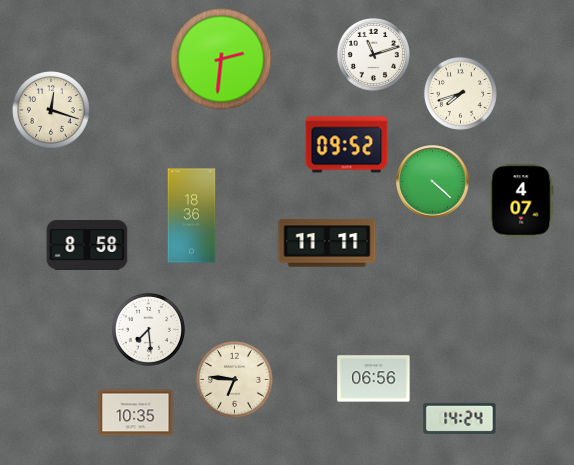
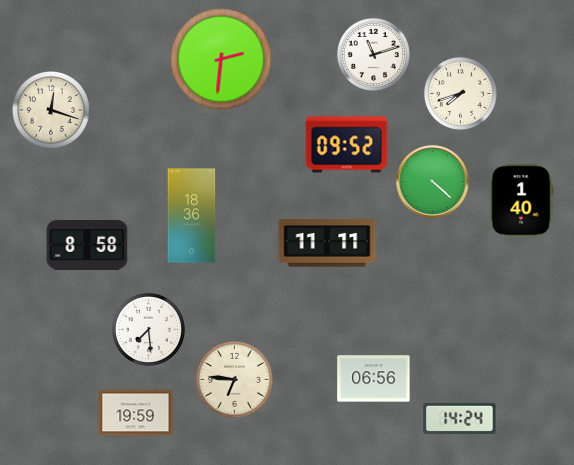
clock at (522, 201): 4:07 -> 1:40
clock at (136, 413): 10:35 -> 19:59
